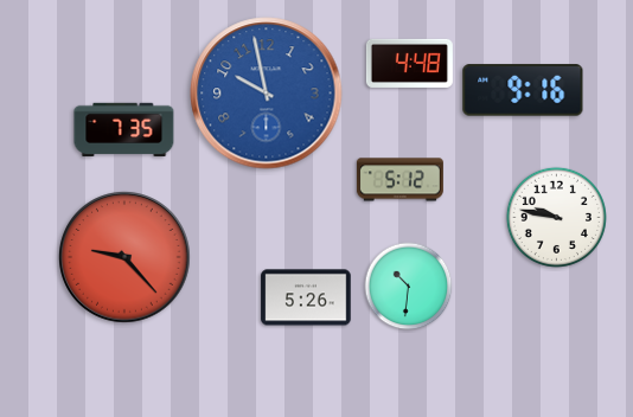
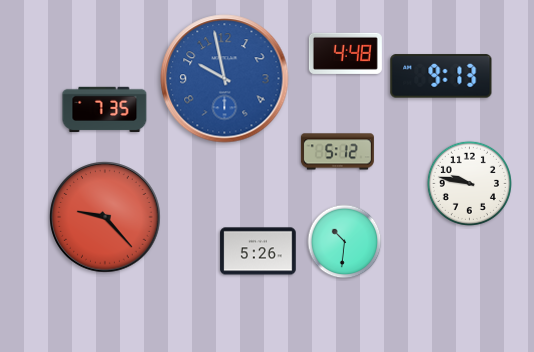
clock at (523, 90): 9:16 -> 9:13
